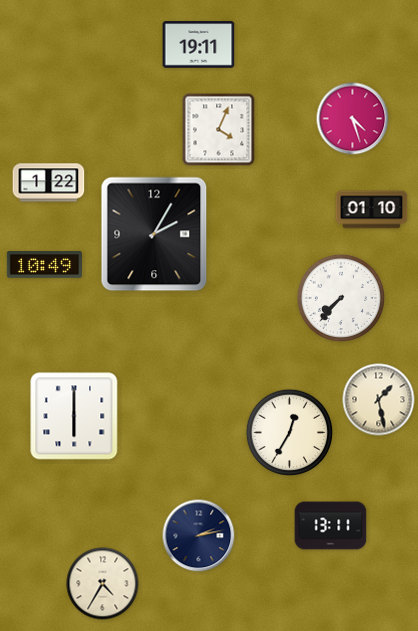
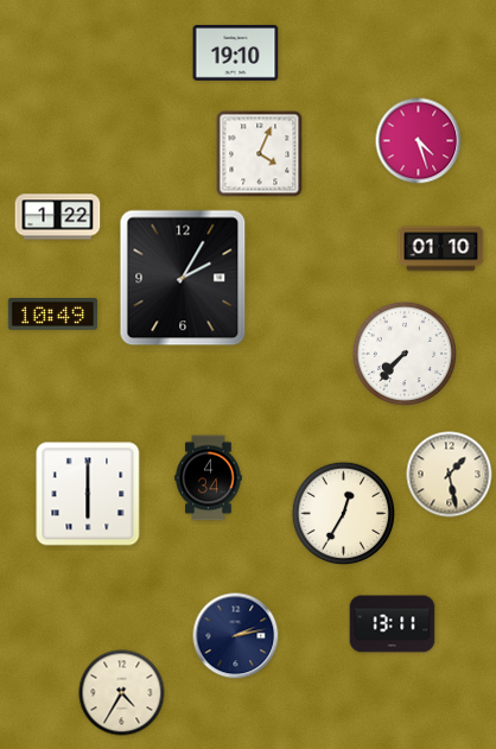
clock at (199, 45): 19:11 -> 19:10
clock at (209, 478): none -> 4:34
